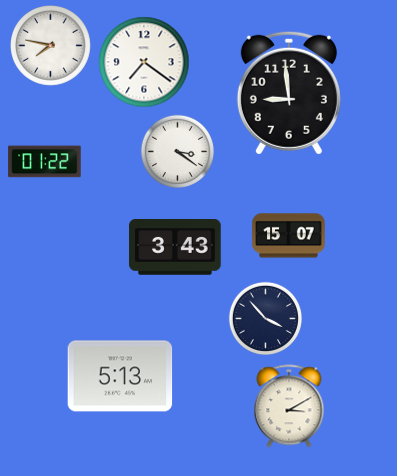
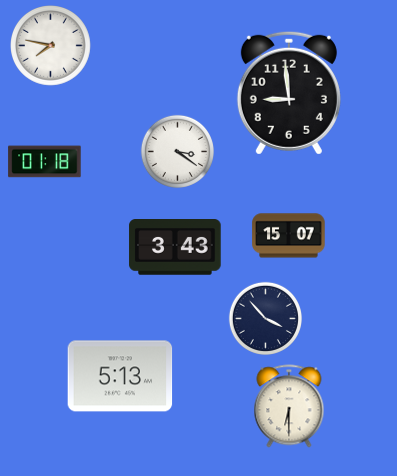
clock at (144, 62): 7:21 -> none
clock at (45, 162): 01:22 -> 01:18
clock at (289, 406): 3:10 -> 6:30
